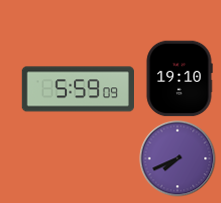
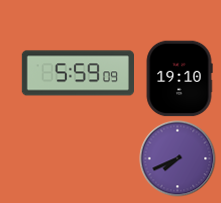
clock at (77, 89) position: (77, 89) -> (77, 73)
